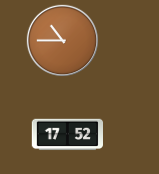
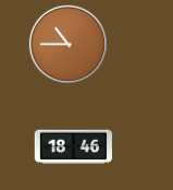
clock at (67, 135): 17:52 -> 18:46
